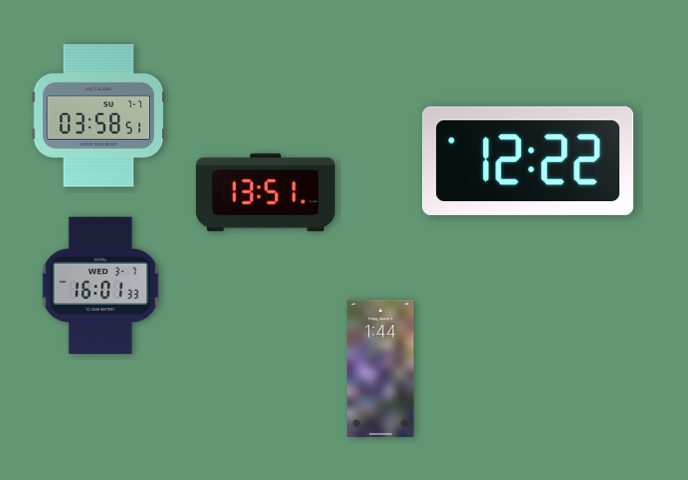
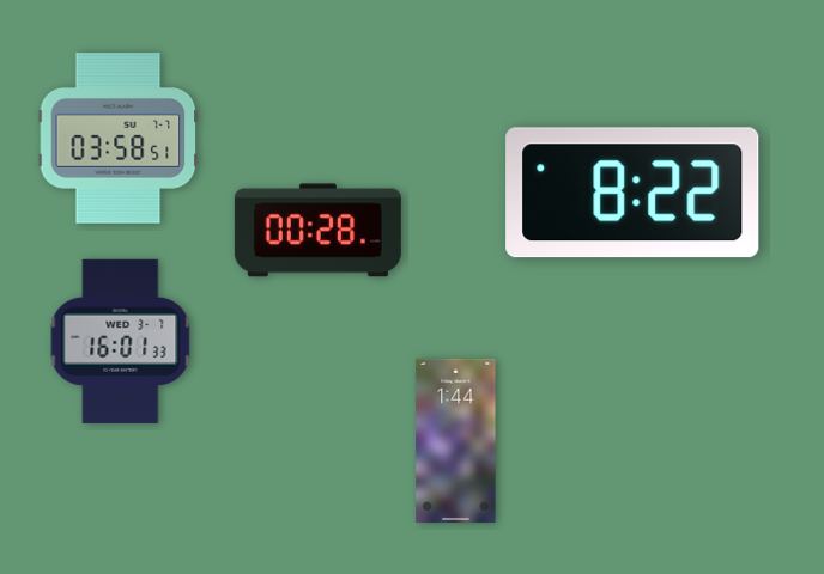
clock at (528, 161): 12:22 -> 8:22
clock at (265, 193): 13:51 -> 00:28
